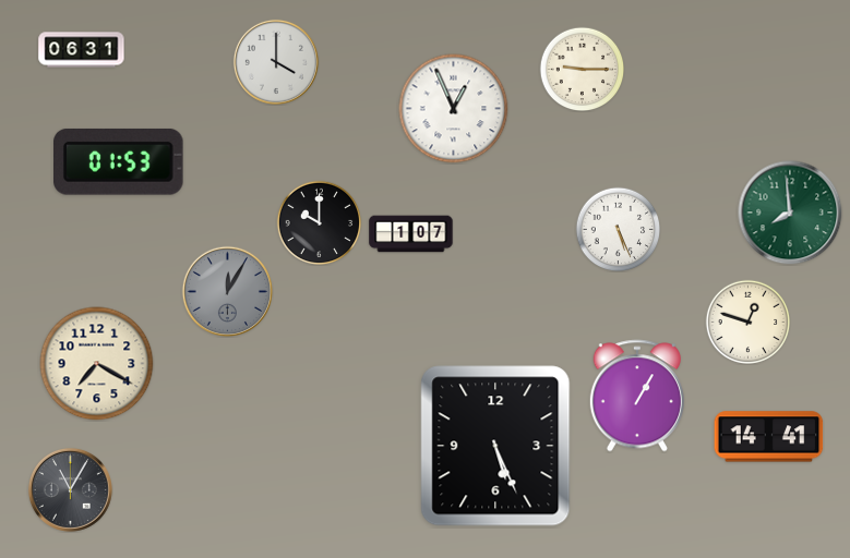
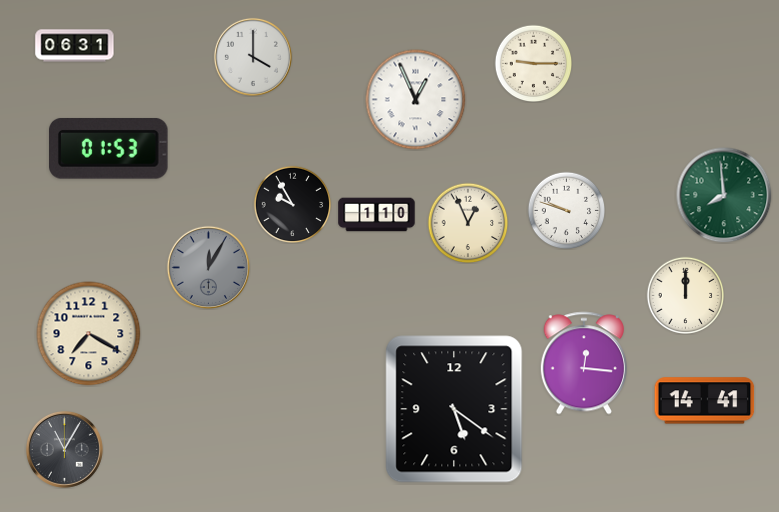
clock at (319, 222): 10:00 -> 9:55
clock at (618, 229): 5:26 -> 9:48
clock at (411, 234): 1:07 -> 1:10
clock at (468, 223): none -> 12:56
clock at (747, 322): 12:48 -> 12:00
clock at (637, 396): 1:05 -> 12:16
clock at (495, 446): 5:26 -> 5:21
